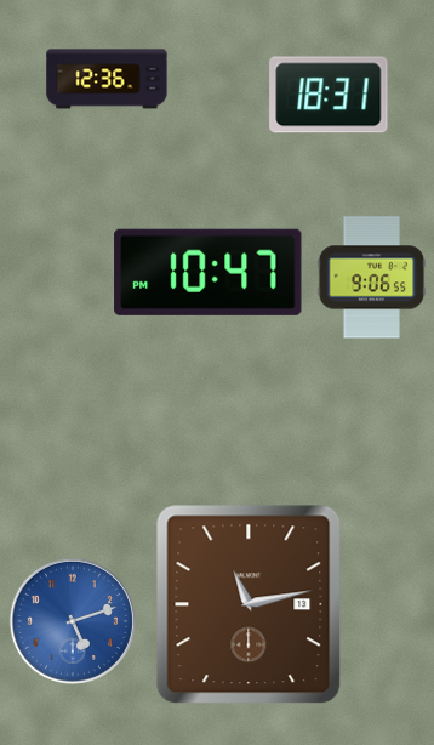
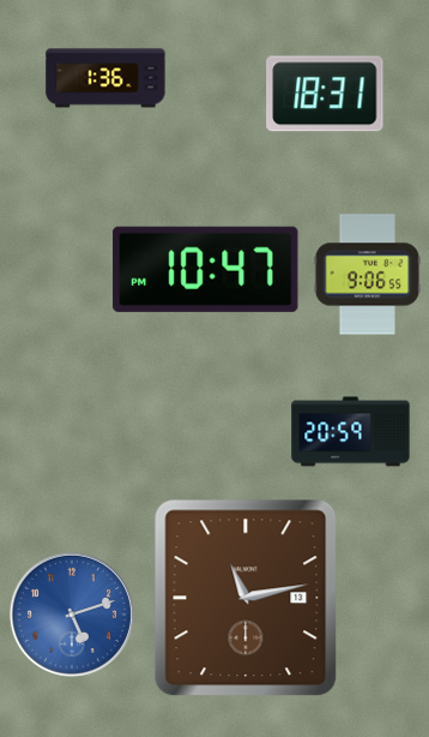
clock at (107, 79): 12:36 -> 1:36
clock at (351, 432): none -> 20:59
